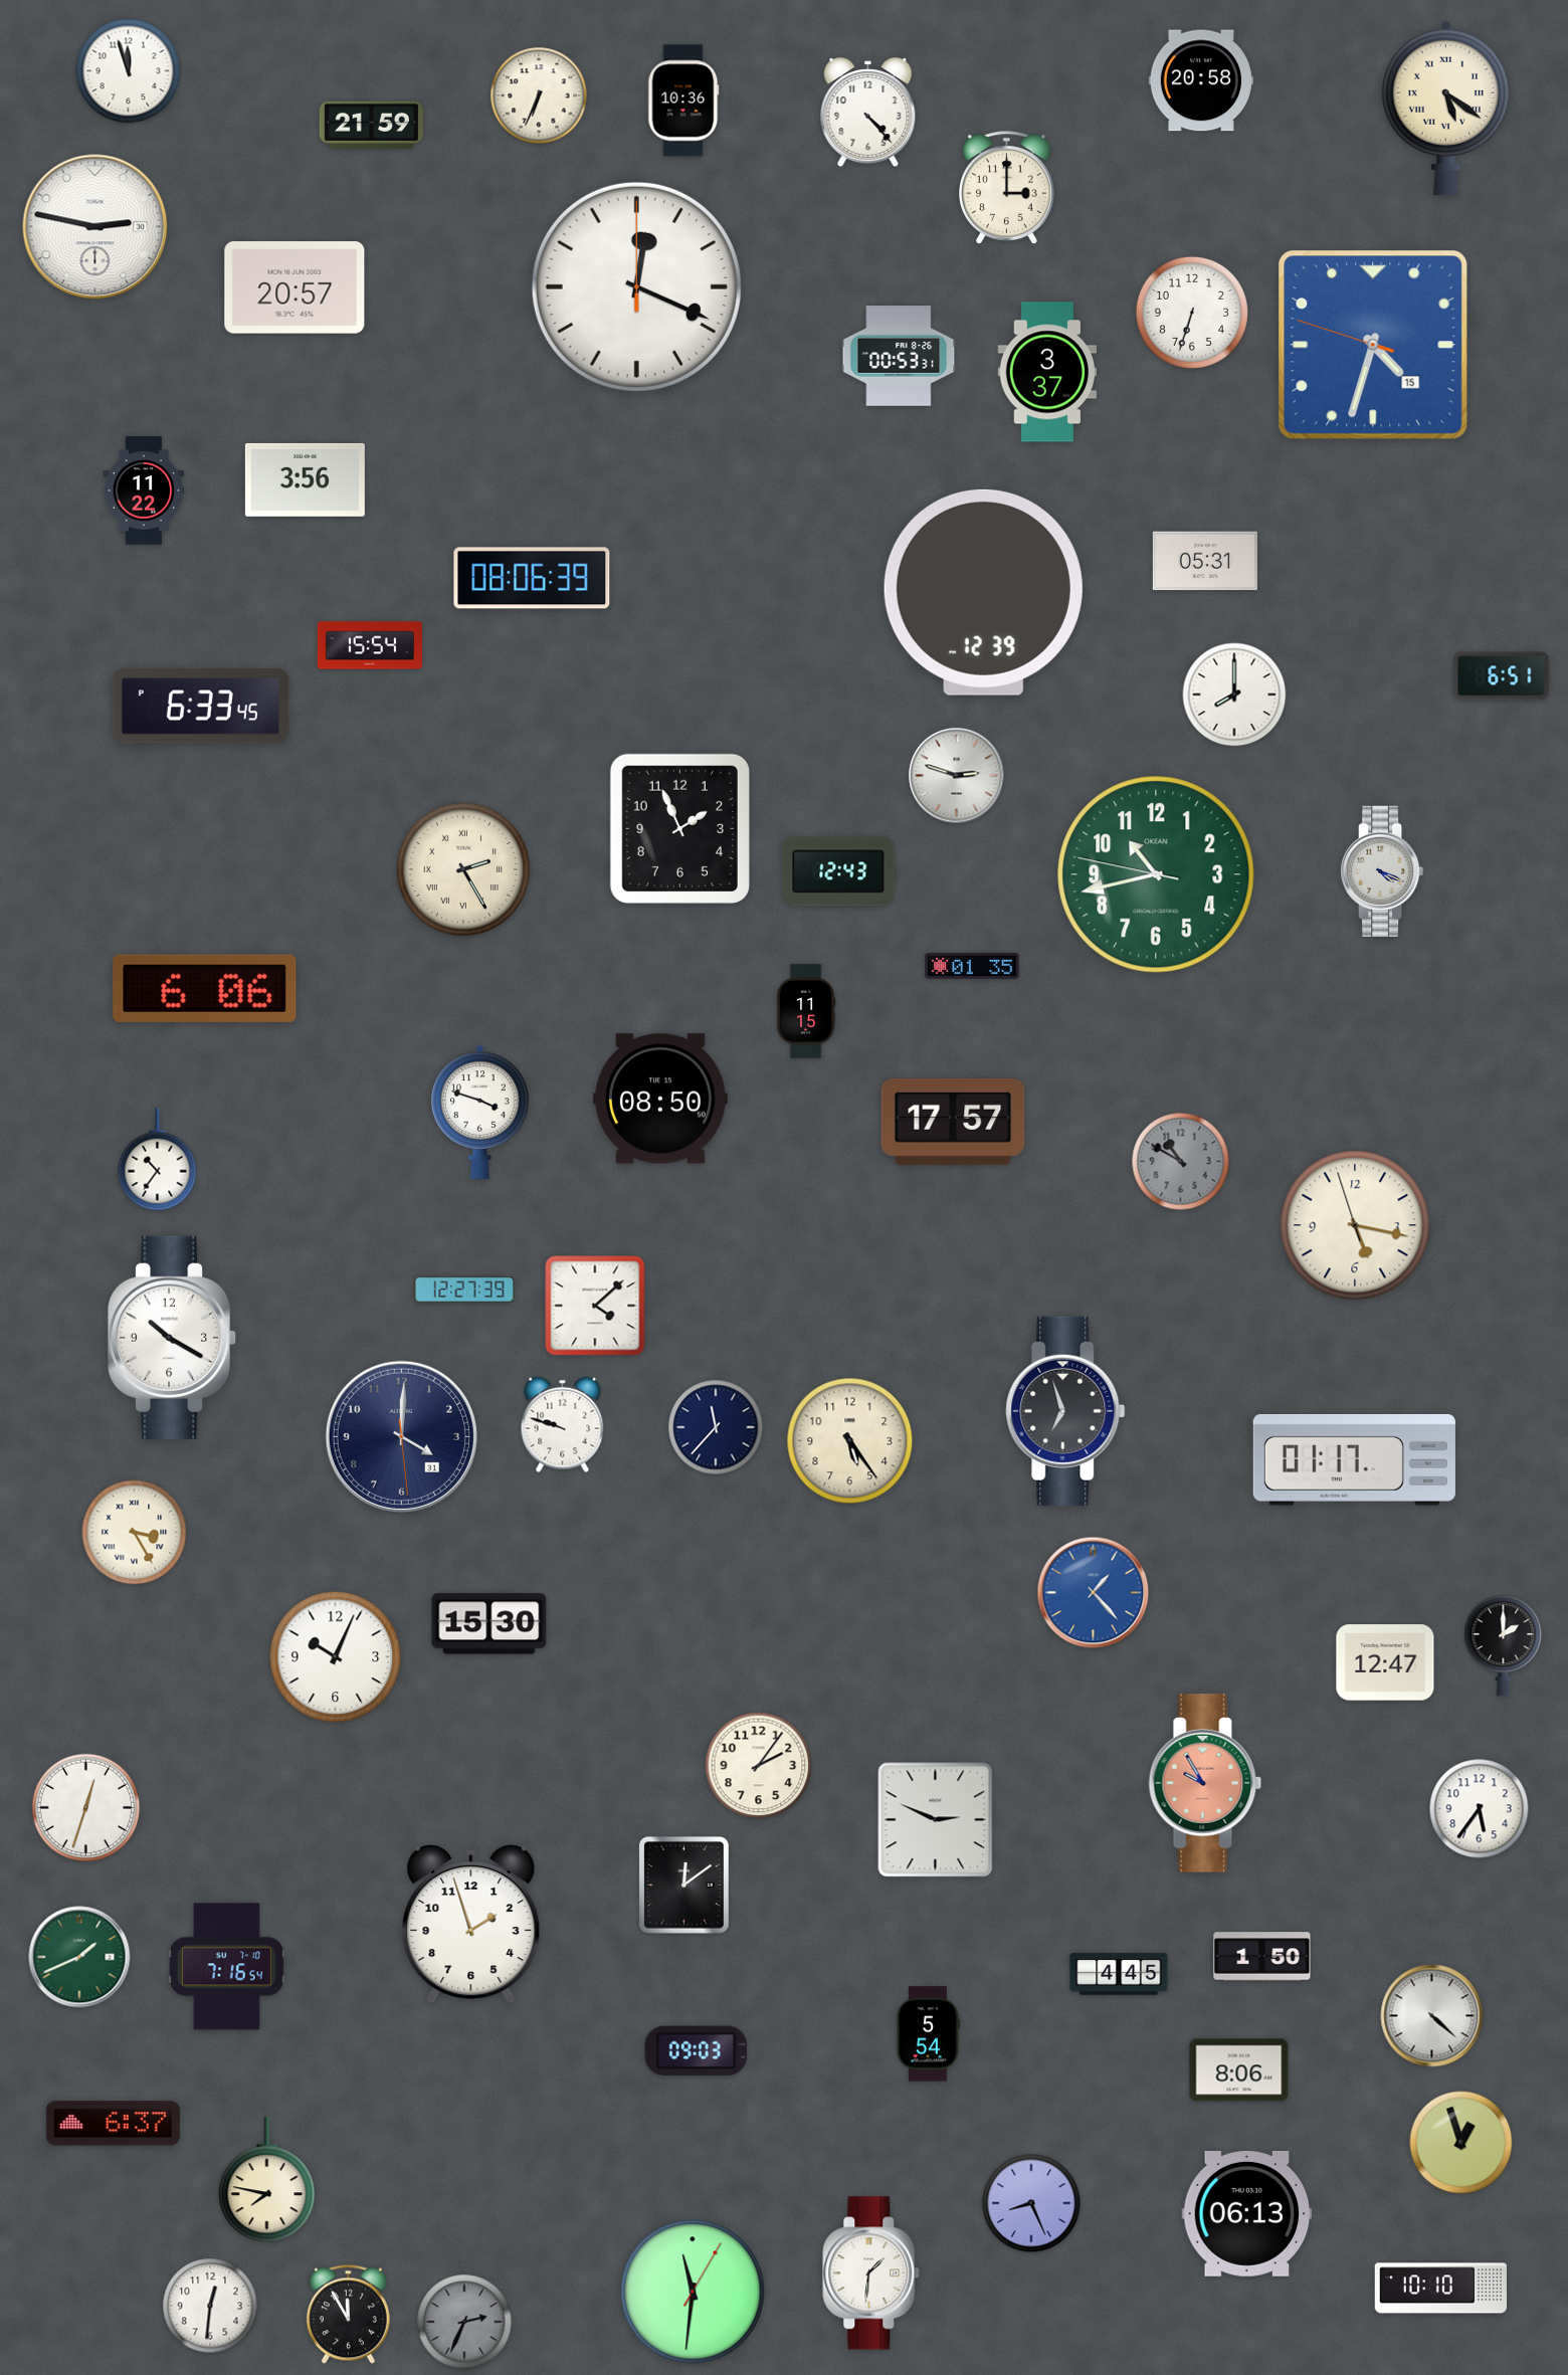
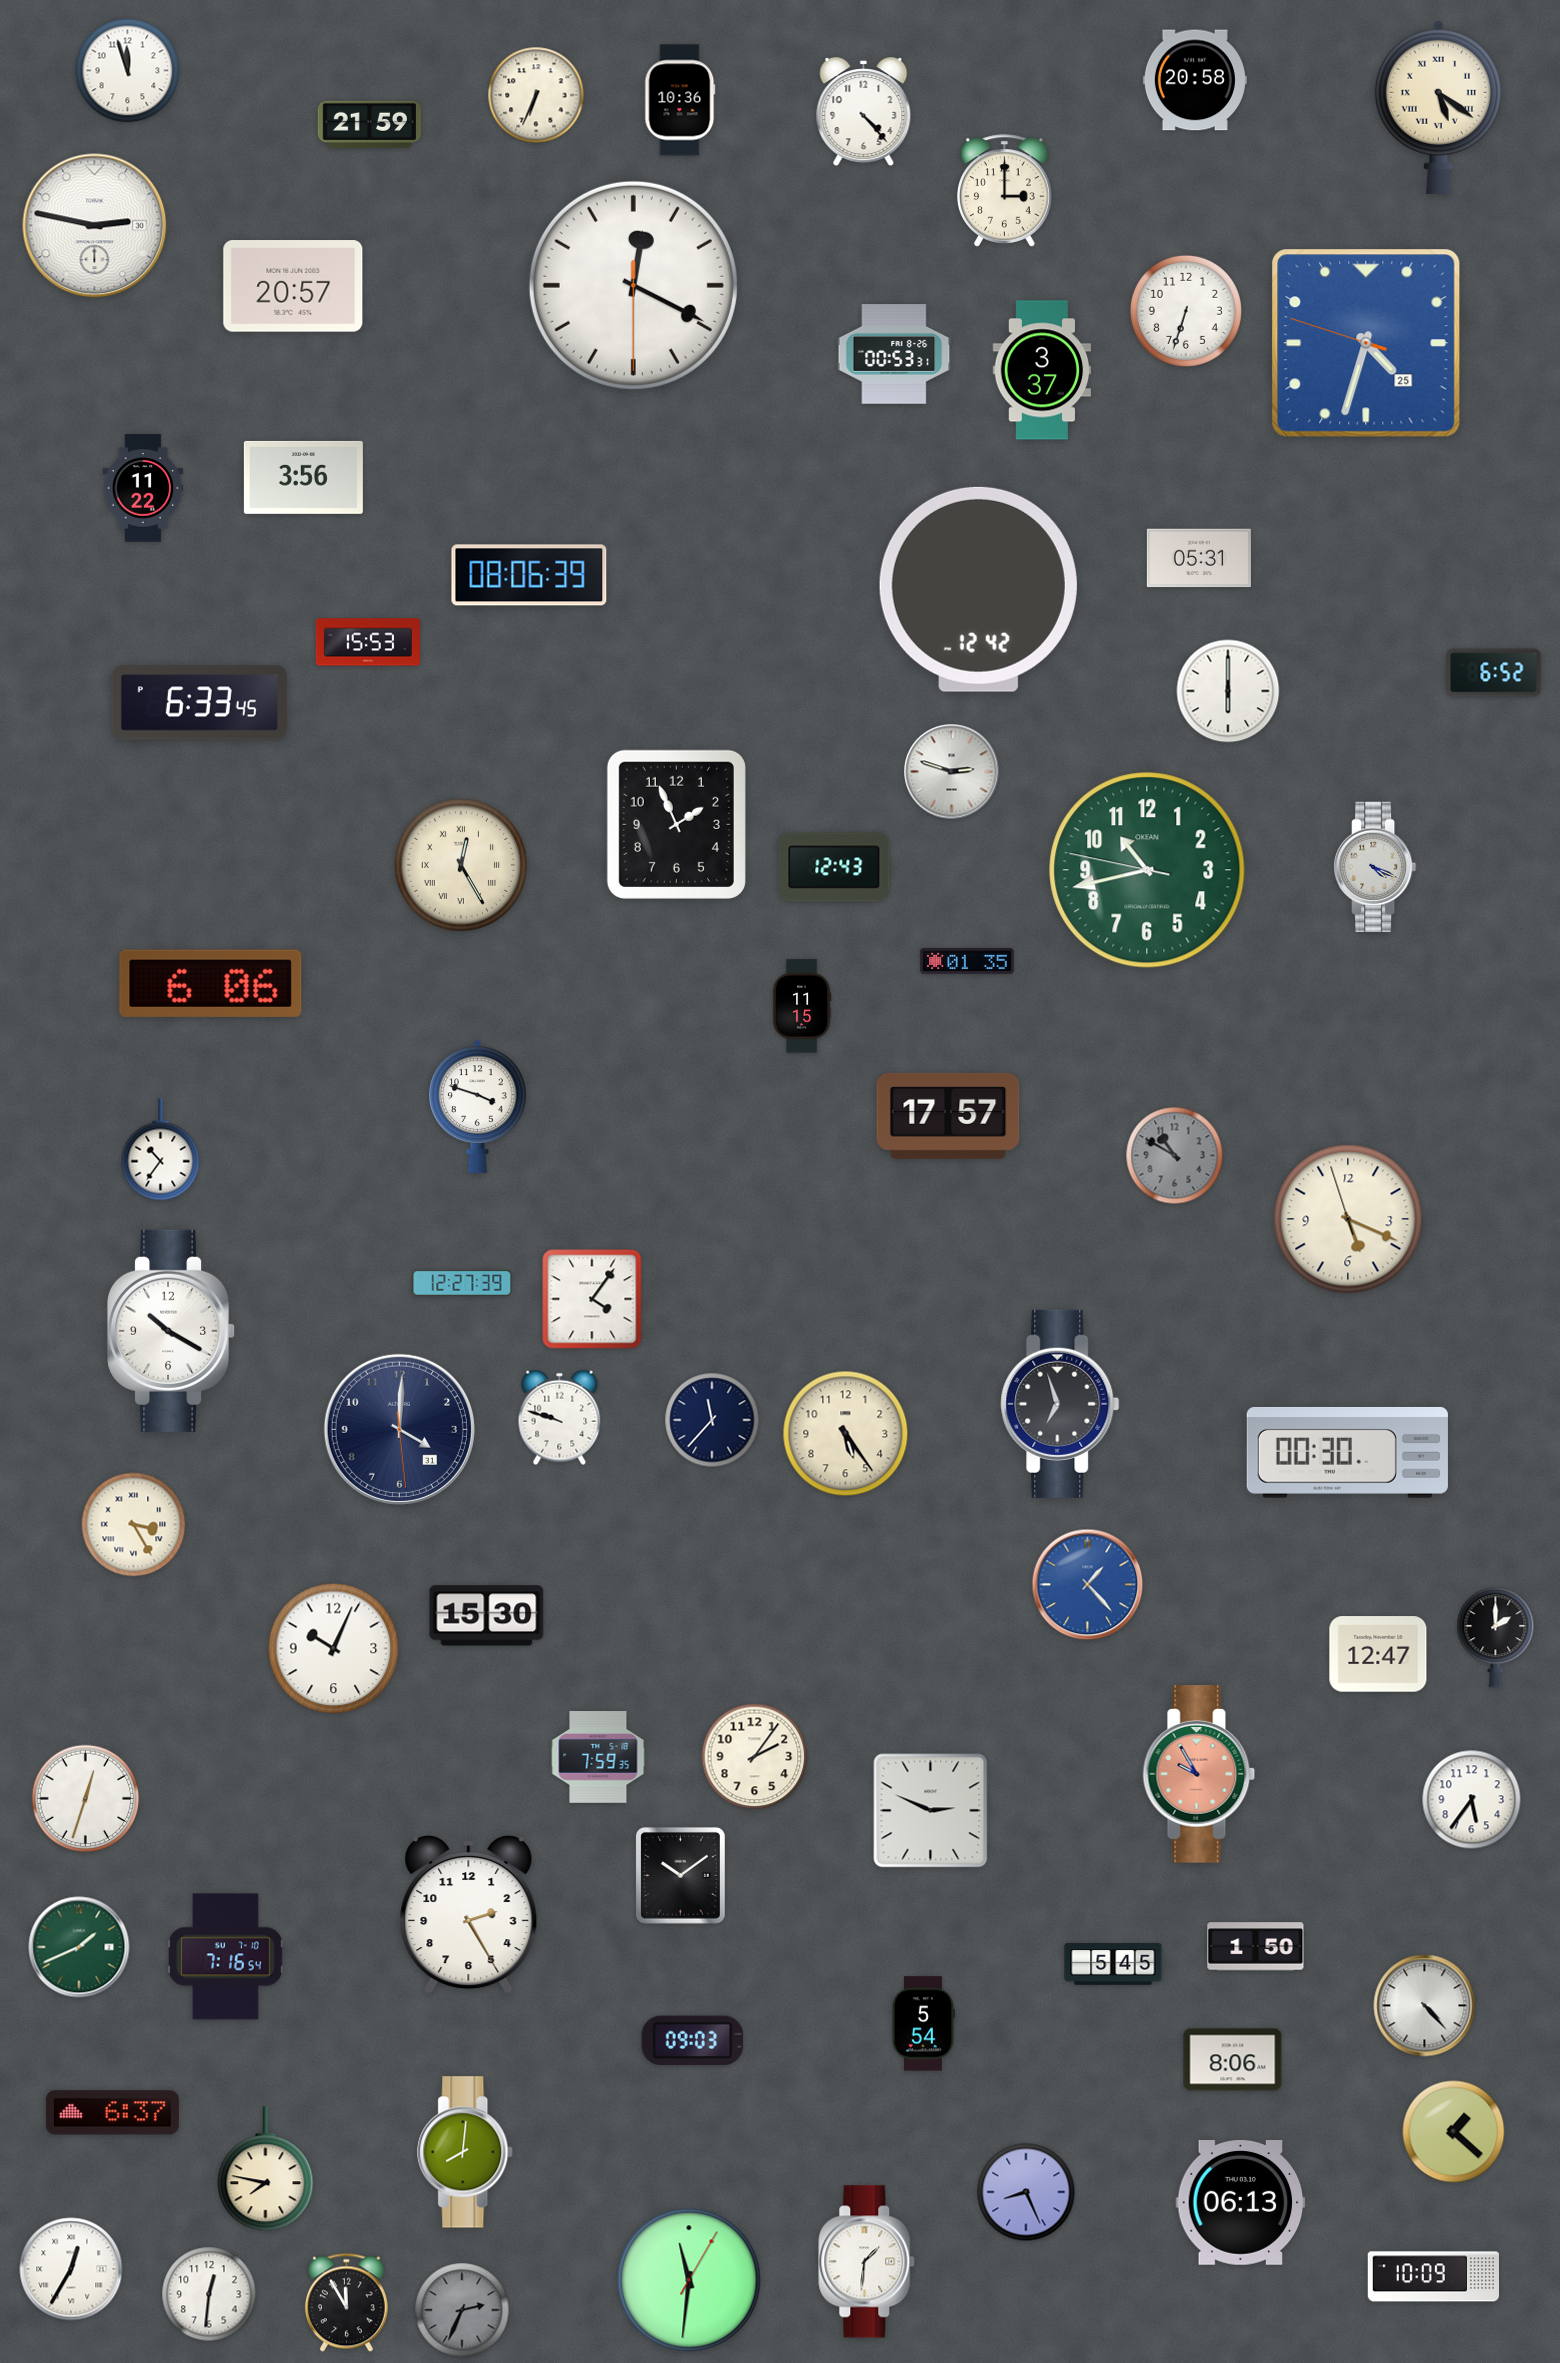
clock at (1007, 188) position: (1007, 188) -> (1005, 191)
clock at (636, 286): 12:19:00 -> 12:19:30
clock at (1373, 345) date: 15 -> 25
clock at (983, 592): 12:39 -> 12:42
clock at (370, 645): 15:54 -> 15:53
clock at (1502, 676): 6:51 -> 6:52
clock at (1234, 695): 8:00 -> 6:00
clock at (462, 868): 2:25 -> 12:25
clock at (1156, 874) position: (1156, 874) -> (1147, 870)
clock at (205, 988) position: (205, 988) -> (211, 983)
clock at (660, 1099): 08:50 -> none
clock at (158, 1160) position: (158, 1160) -> (161, 1150)
clock at (1355, 1225): 5:16 -> 5:18
clock at (595, 1306): 4:08 -> 4:06
clock at (1354, 1459): 01:17 -> 00:30
clock at (598, 1758): none -> 7:59
clock at (683, 1885): 12:09 -> 10:09
clock at (471, 1925): 1:57 -> 2:25
clock at (1119, 1974): 4:45 -> 5:45
clock at (1432, 2016): 4:22 -> 4:23
clock at (1461, 2143): 12:57 -> 1:22
clock at (466, 2152): none -> 8:01
clock at (71, 2269): none -> 12:35
clock at (1440, 2289): 10:10 -> 10:09
